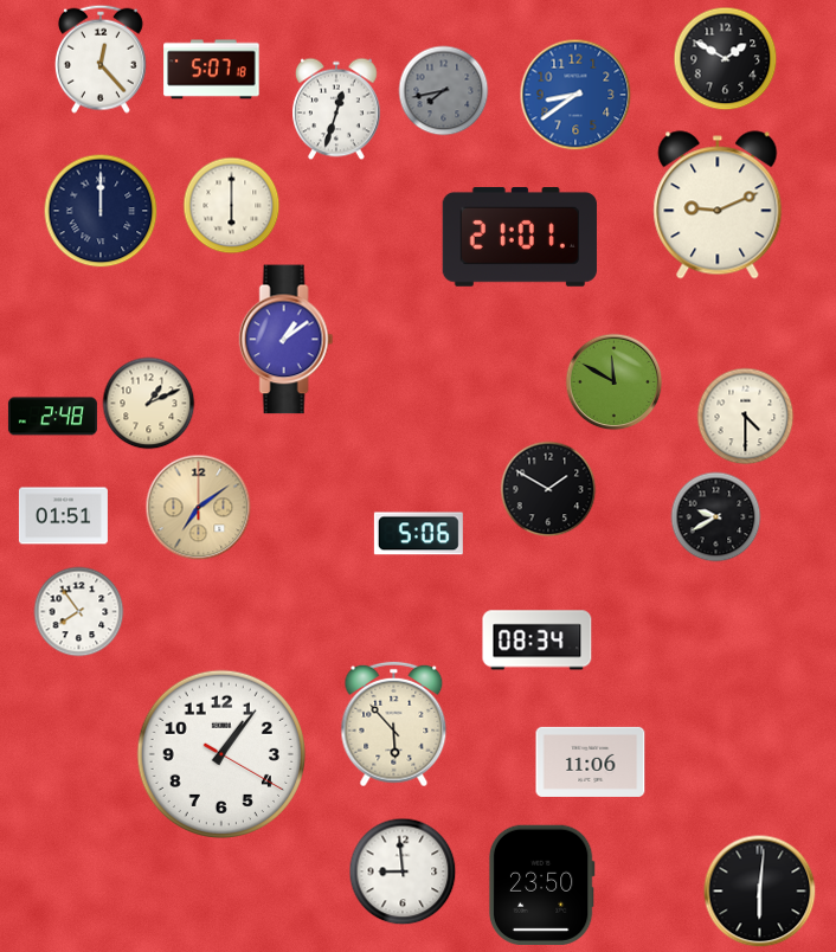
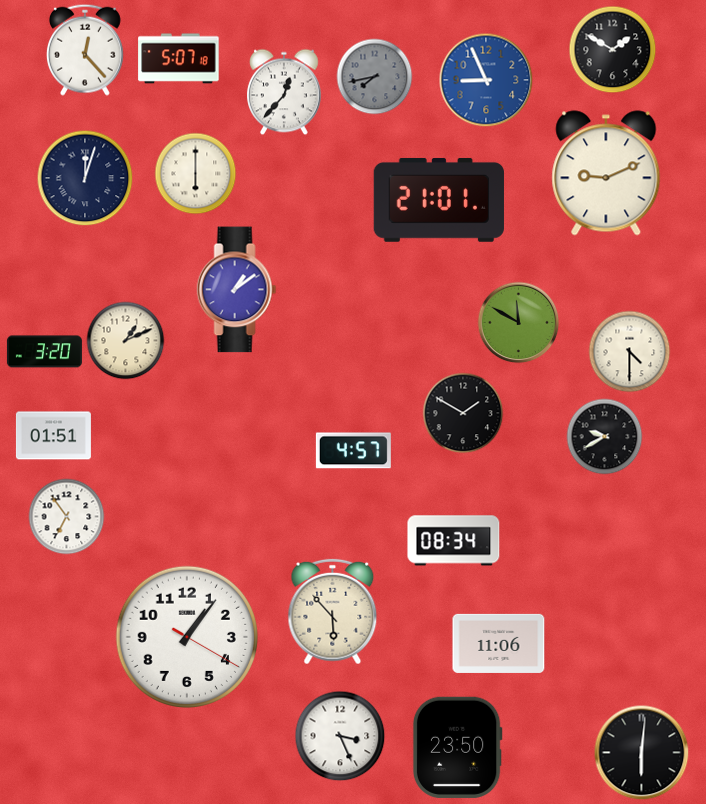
clock at (575, 95): 8:39 -> 8:56
clock at (337, 109): 12:33 -> 12:37
clock at (101, 211): 12:00 -> 12:03
clock at (287, 340) position: (287, 340) -> (237, 290)
clock at (52, 417): 2:48 -> 3:20
clock at (199, 508): 7:09 -> none
clock at (418, 534): 5:06 -> 4:57
clock at (79, 612): 7:54 -> 6:54
clock at (403, 871): 8:59 -> 3:26
